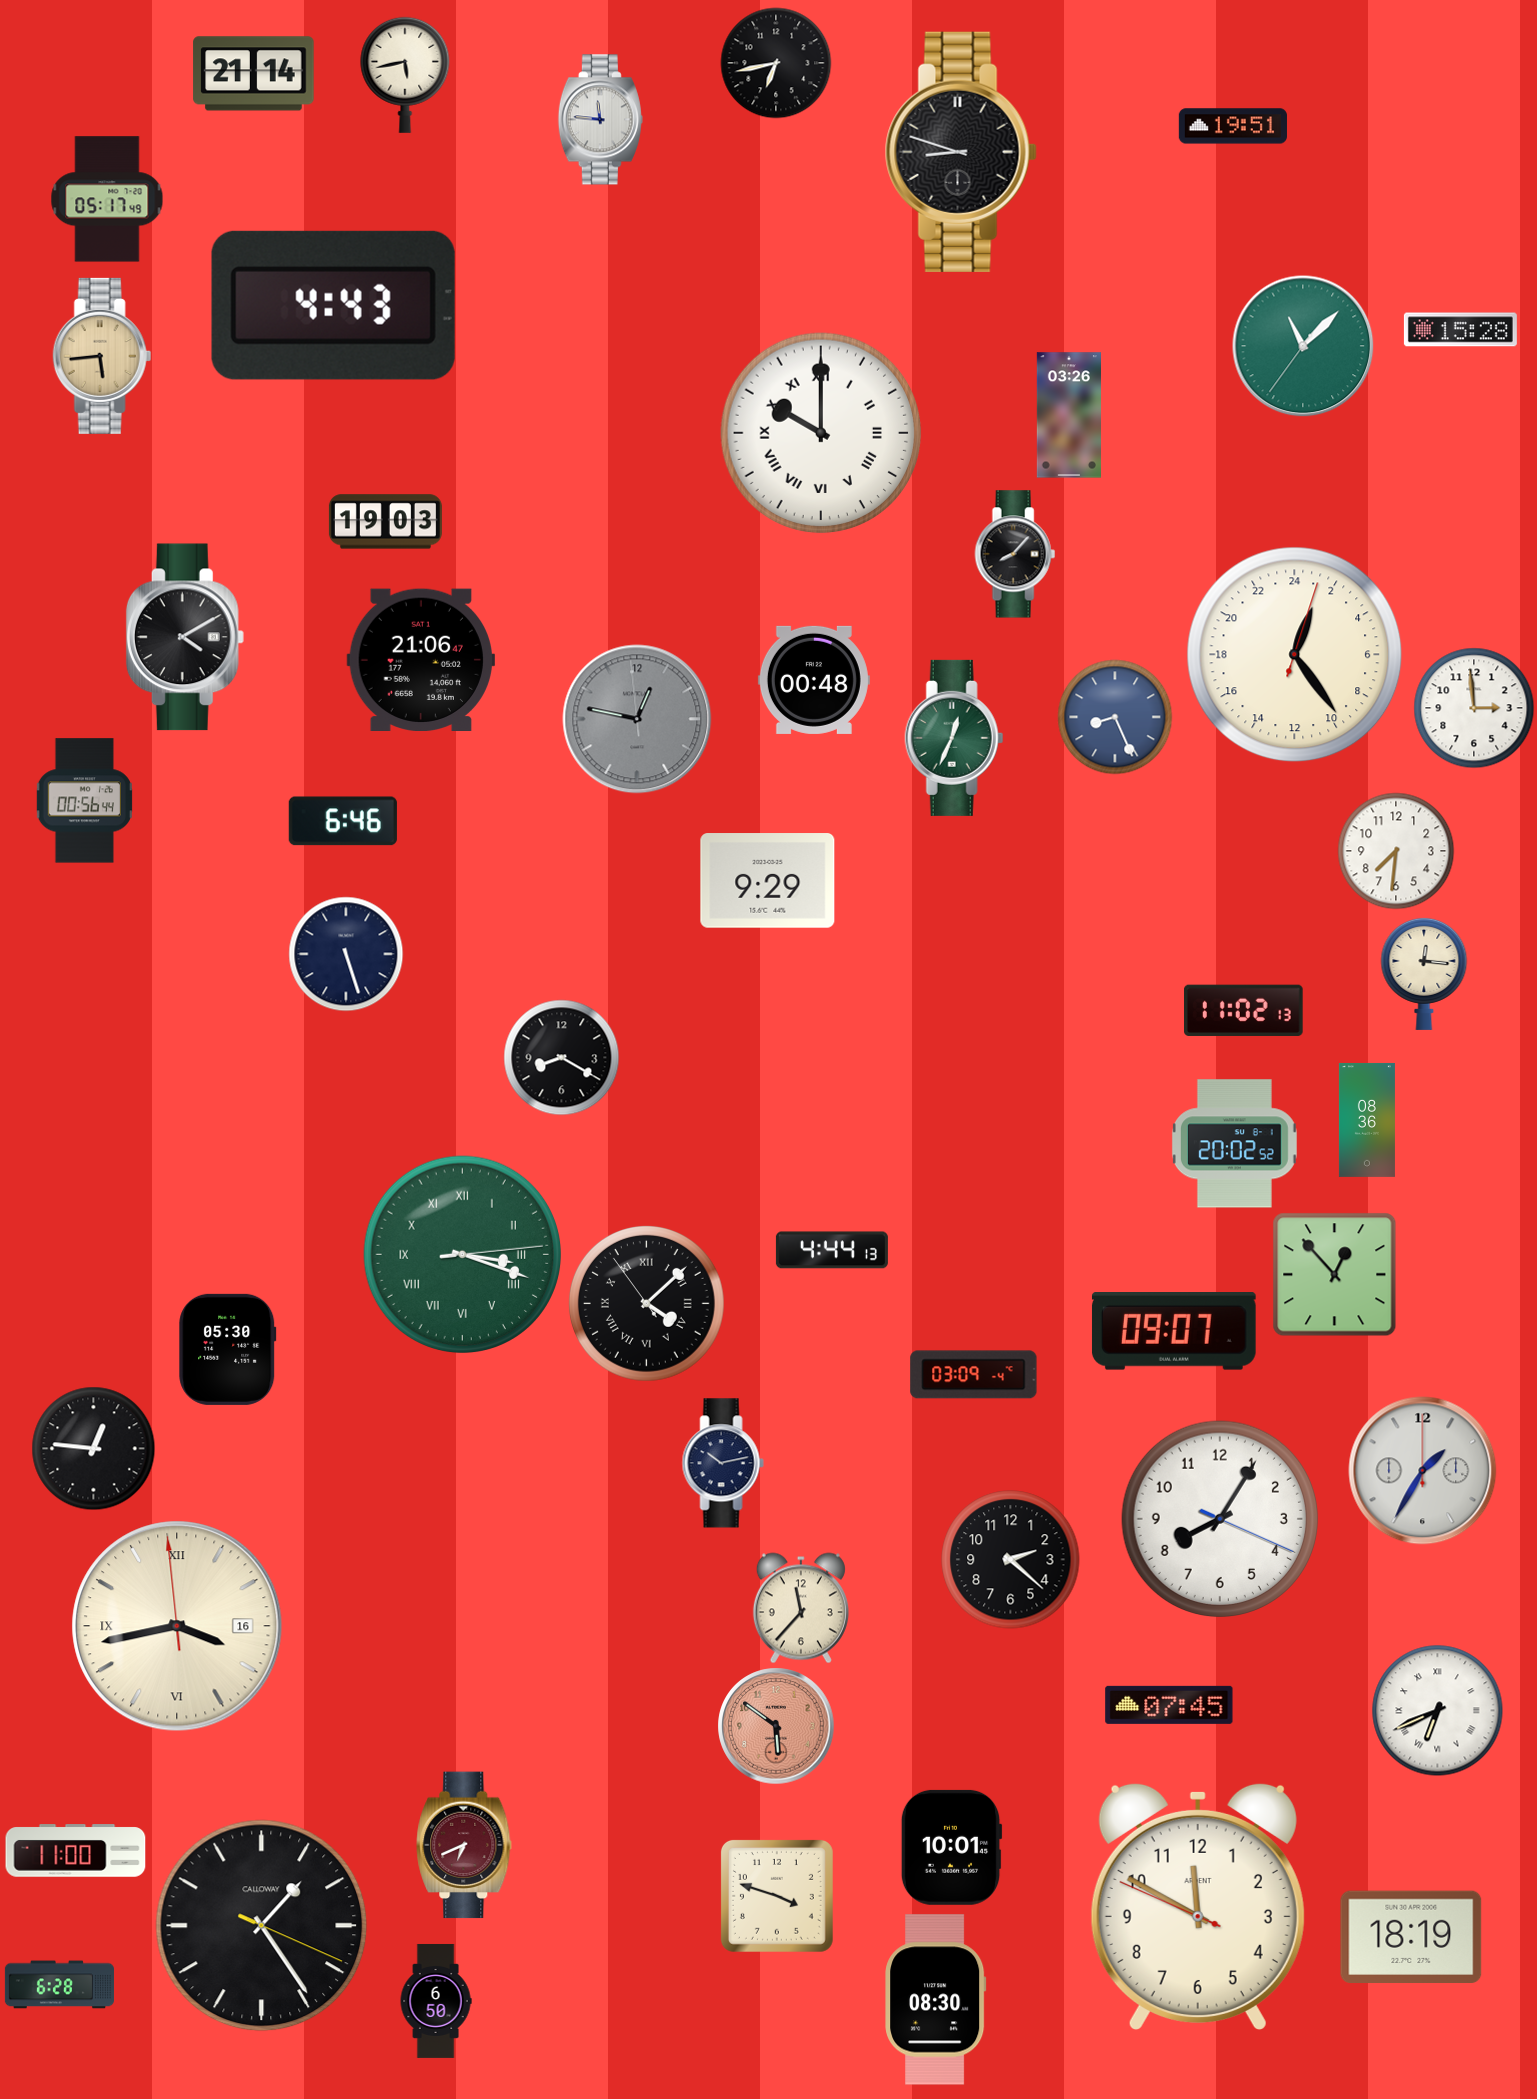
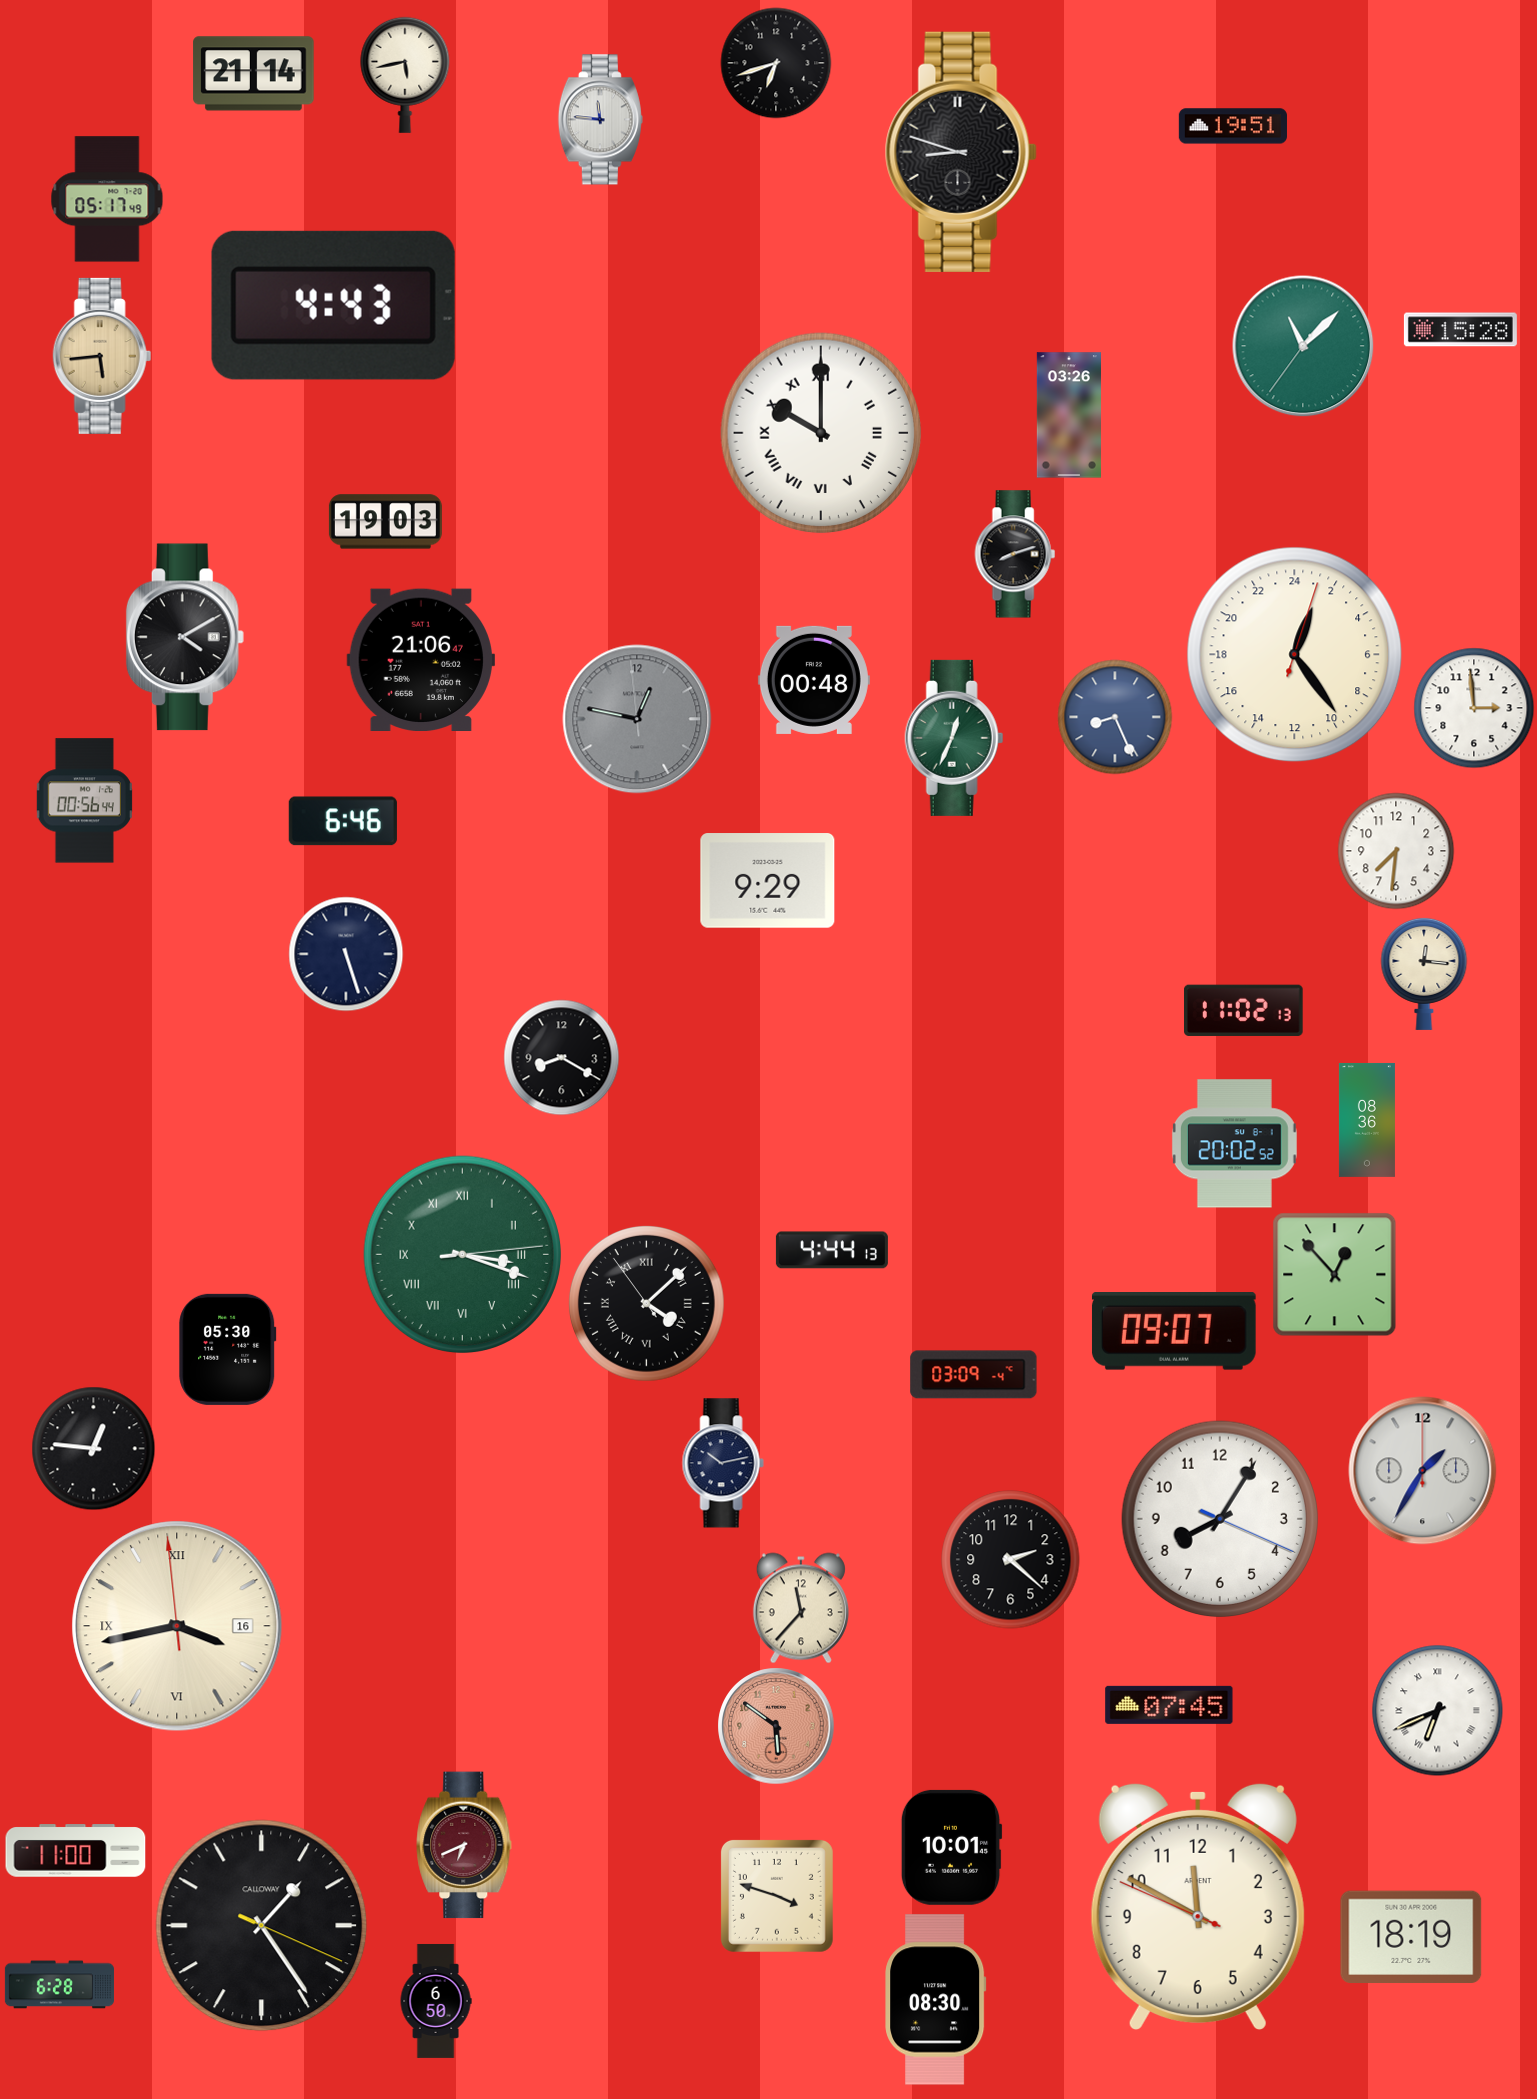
clock at (776, 63): 6:43 -> 6:42
clock at (1015, 554): 8:07 -> 8:12
